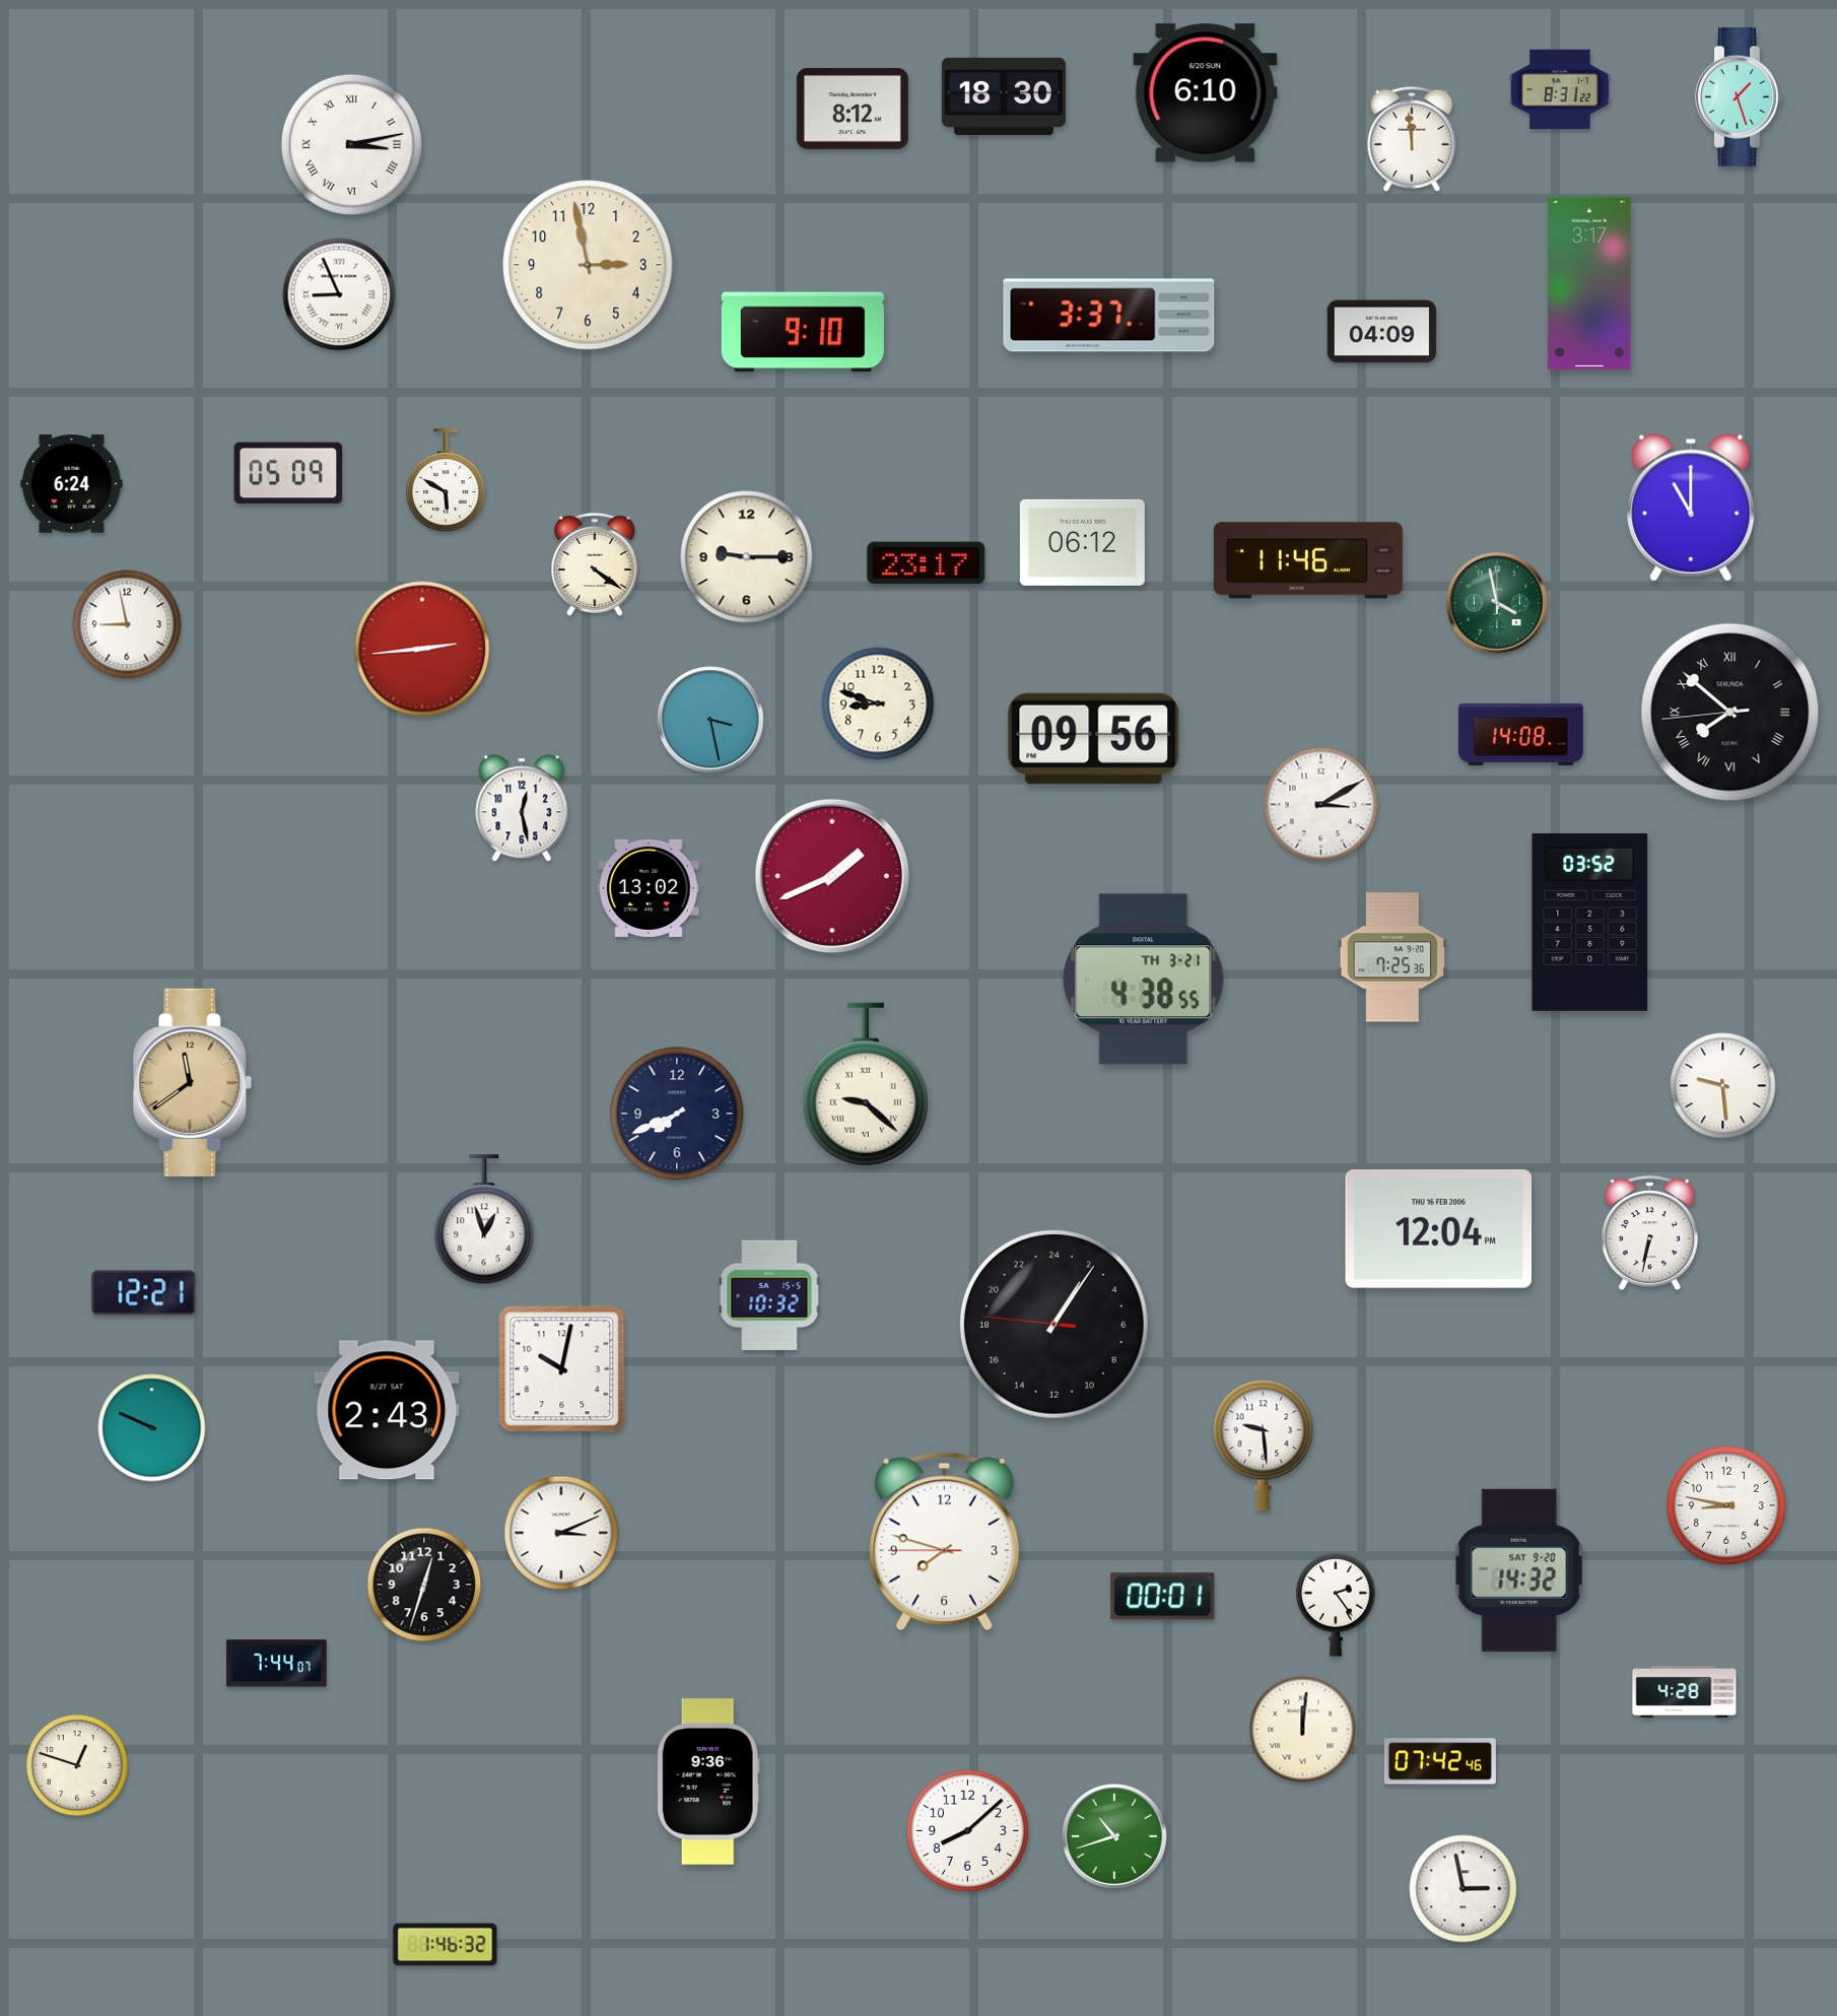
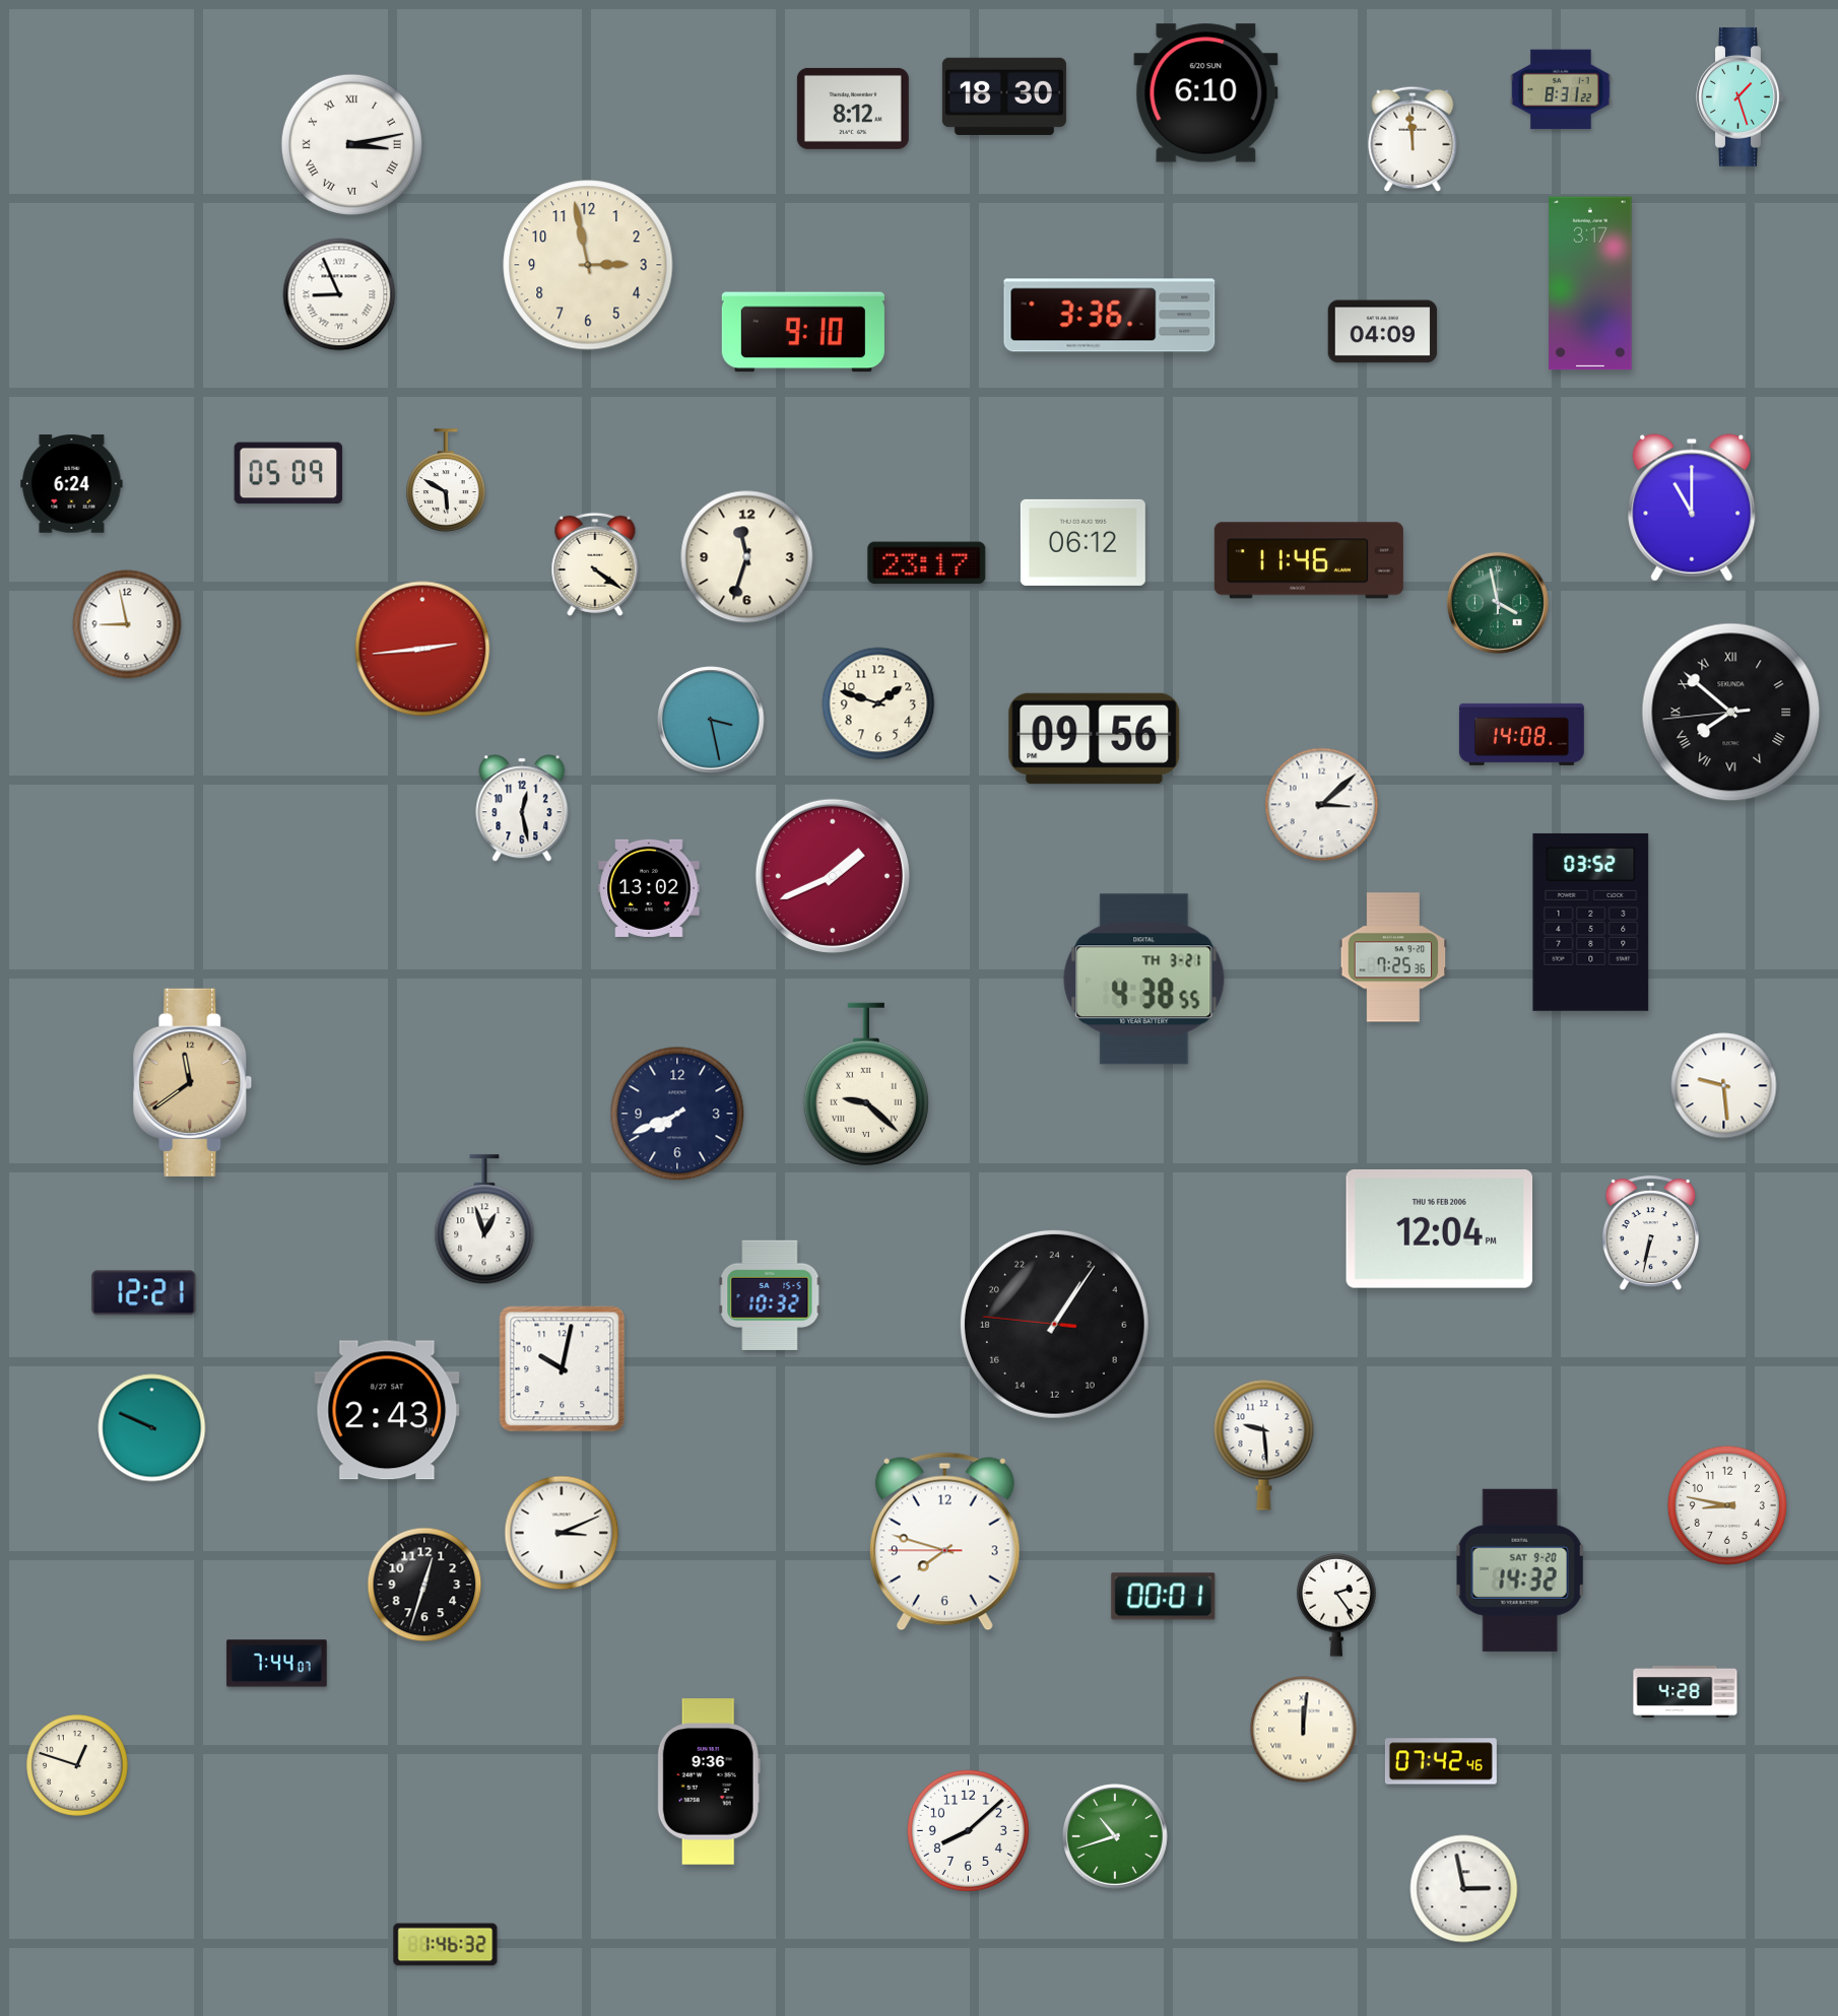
clock at (1109, 316): 3:37 -> 3:36
clock at (747, 557): 9:15 -> 11:33
clock at (878, 703): 8:48 -> 1:48
clock at (1321, 805): 3:10 -> 3:08
